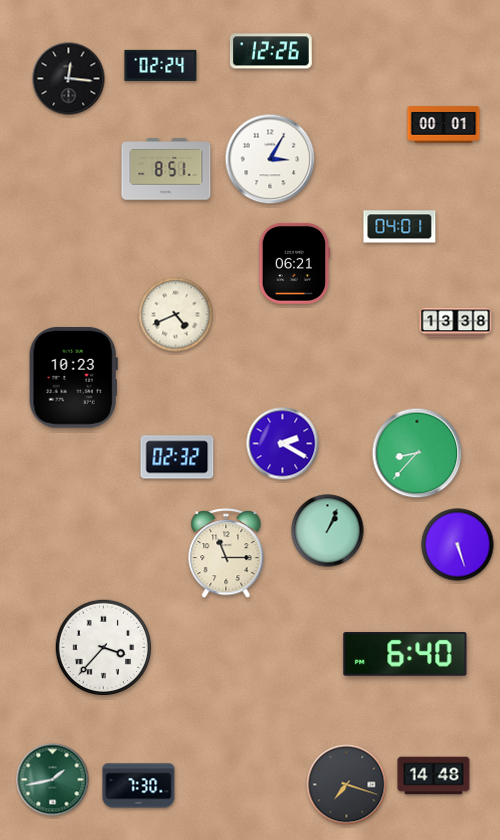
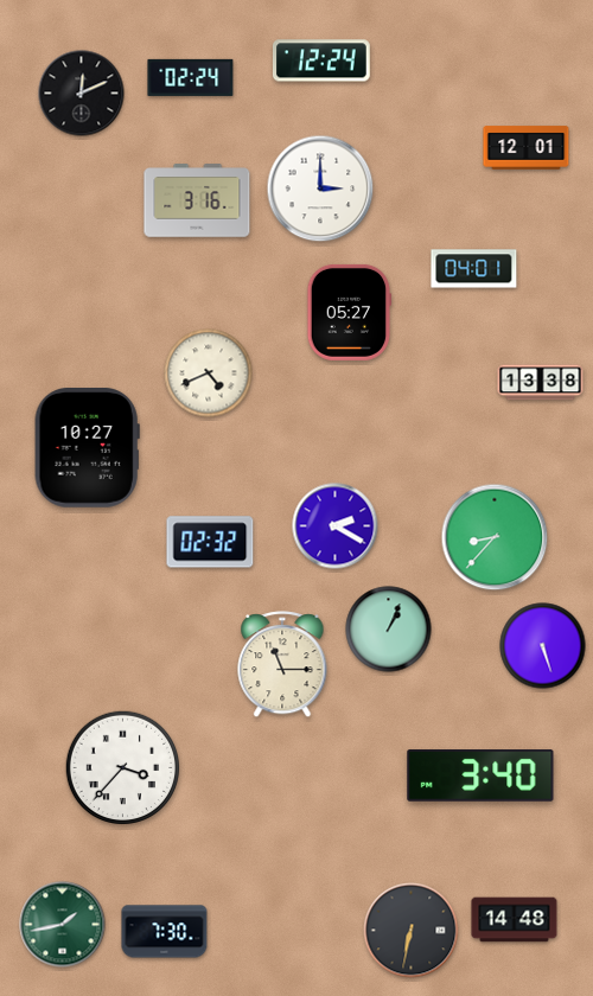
clock at (271, 51): 12:26 -> 12:24
clock at (69, 79): 12:16 -> 12:11
clock at (444, 125): 00:01 -> 12:01
clock at (270, 159): 3:05 -> 3:00
clock at (166, 169): 8:51 -> 3:16
clock at (295, 263): 06:21 -> 05:27
clock at (73, 378): 10:23 -> 10:27
clock at (226, 554) position: (226, 554) -> (282, 665)
clock at (405, 654): 6:40 -> 3:40
clock at (347, 785): 7:18 -> 6:32
